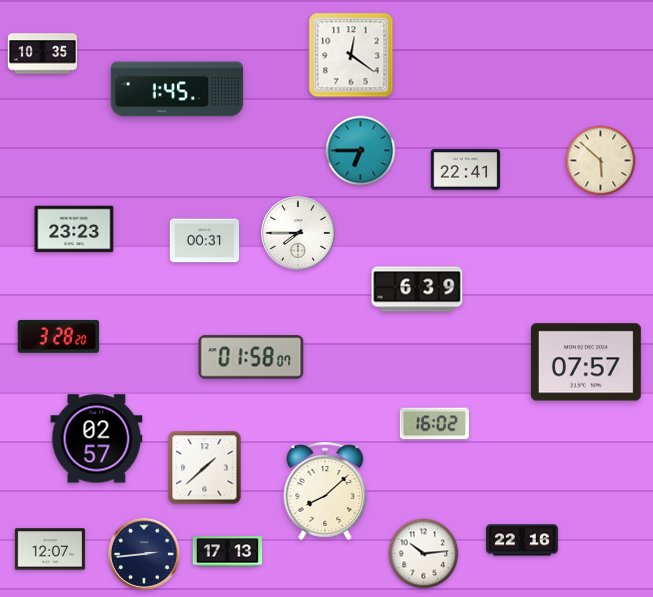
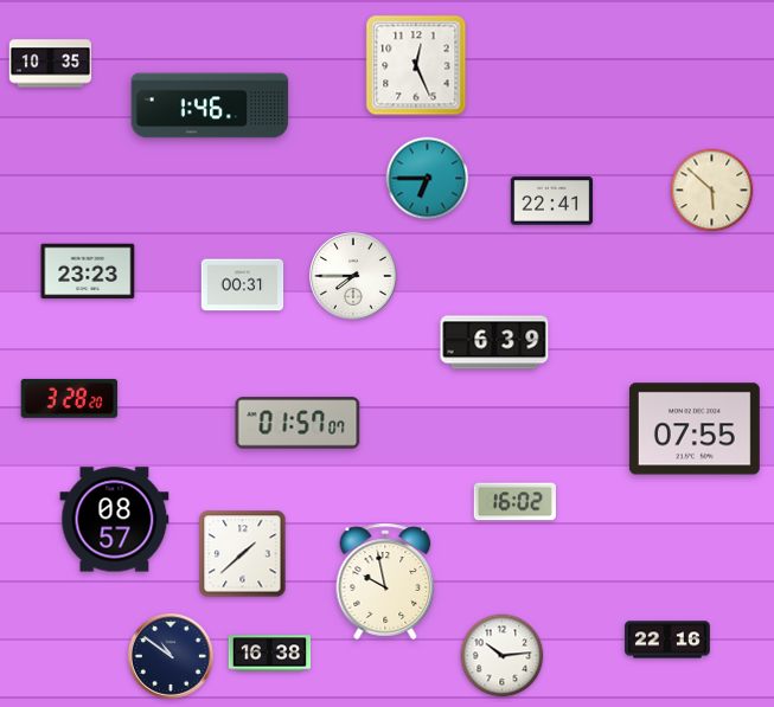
clock at (351, 55): 12:21 -> 12:26
clock at (177, 89): 1:45 -> 1:46
clock at (251, 357): 01:58 -> 01:57
clock at (586, 362): 07:57 -> 07:55
clock at (97, 439): 02:57 -> 08:57
clock at (325, 491): 8:08 -> 9:58
clock at (522, 540) position: (522, 540) -> (667, 639)
clock at (50, 549): 12:07 -> none
clock at (228, 552): 17:13 -> 16:38
clock at (144, 554): 2:44 -> 10:51
